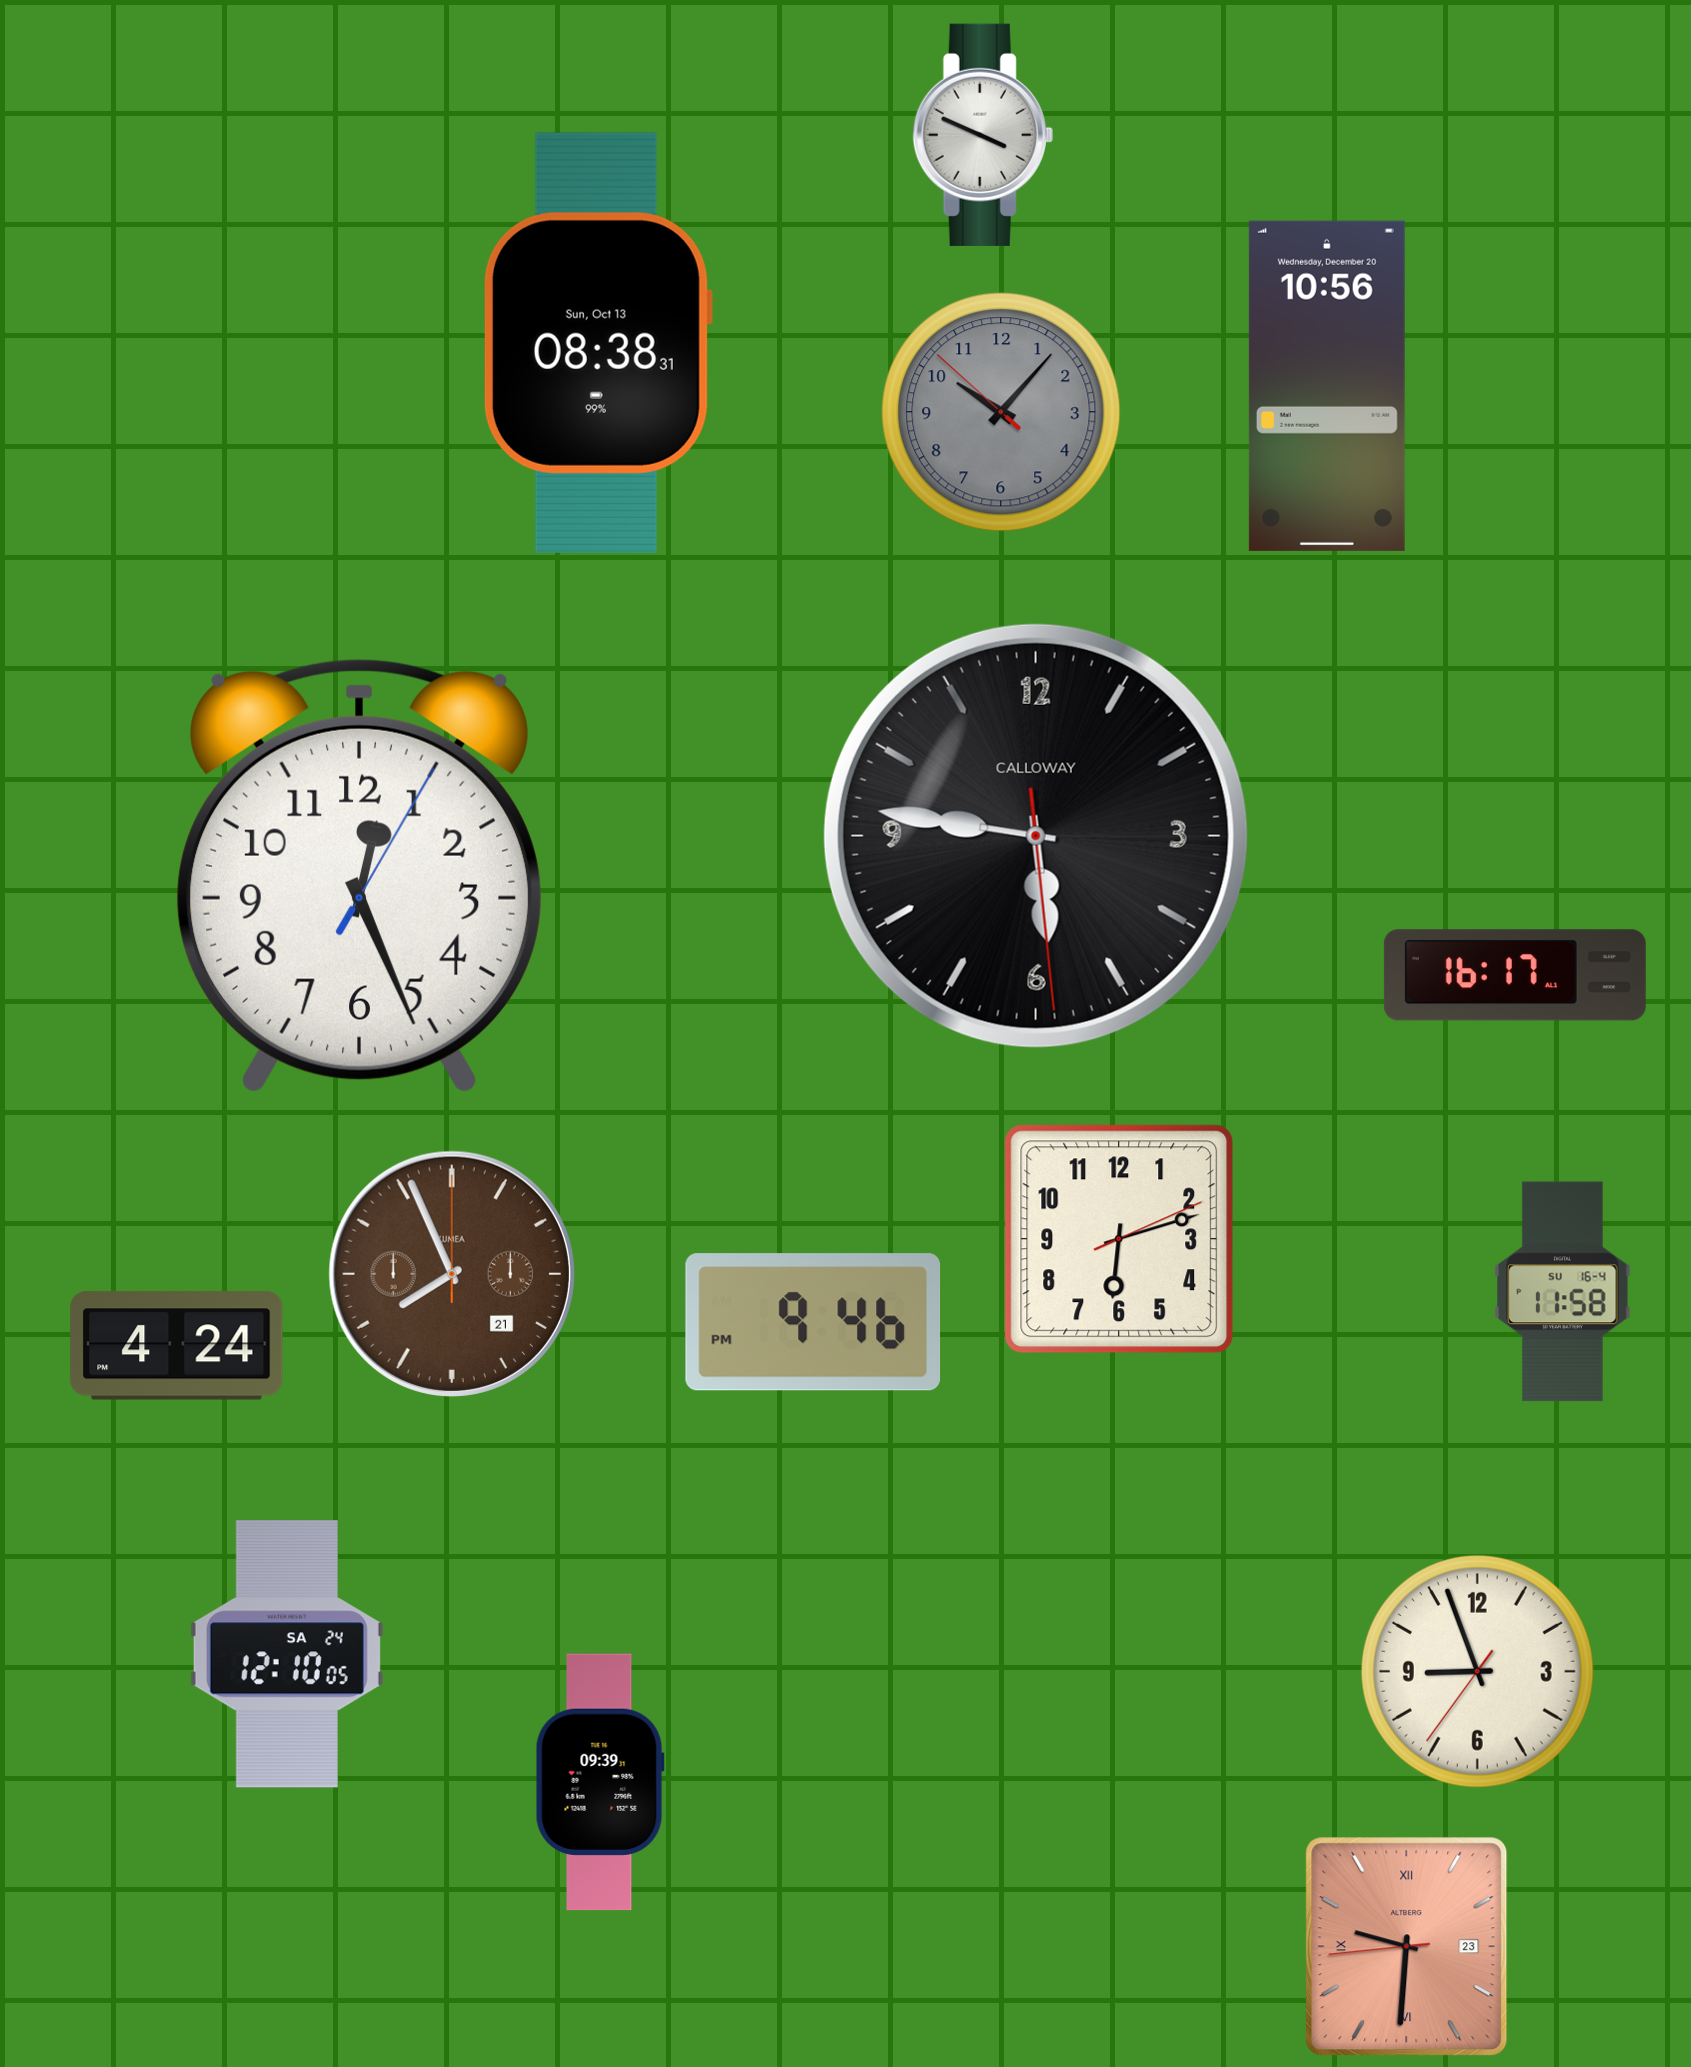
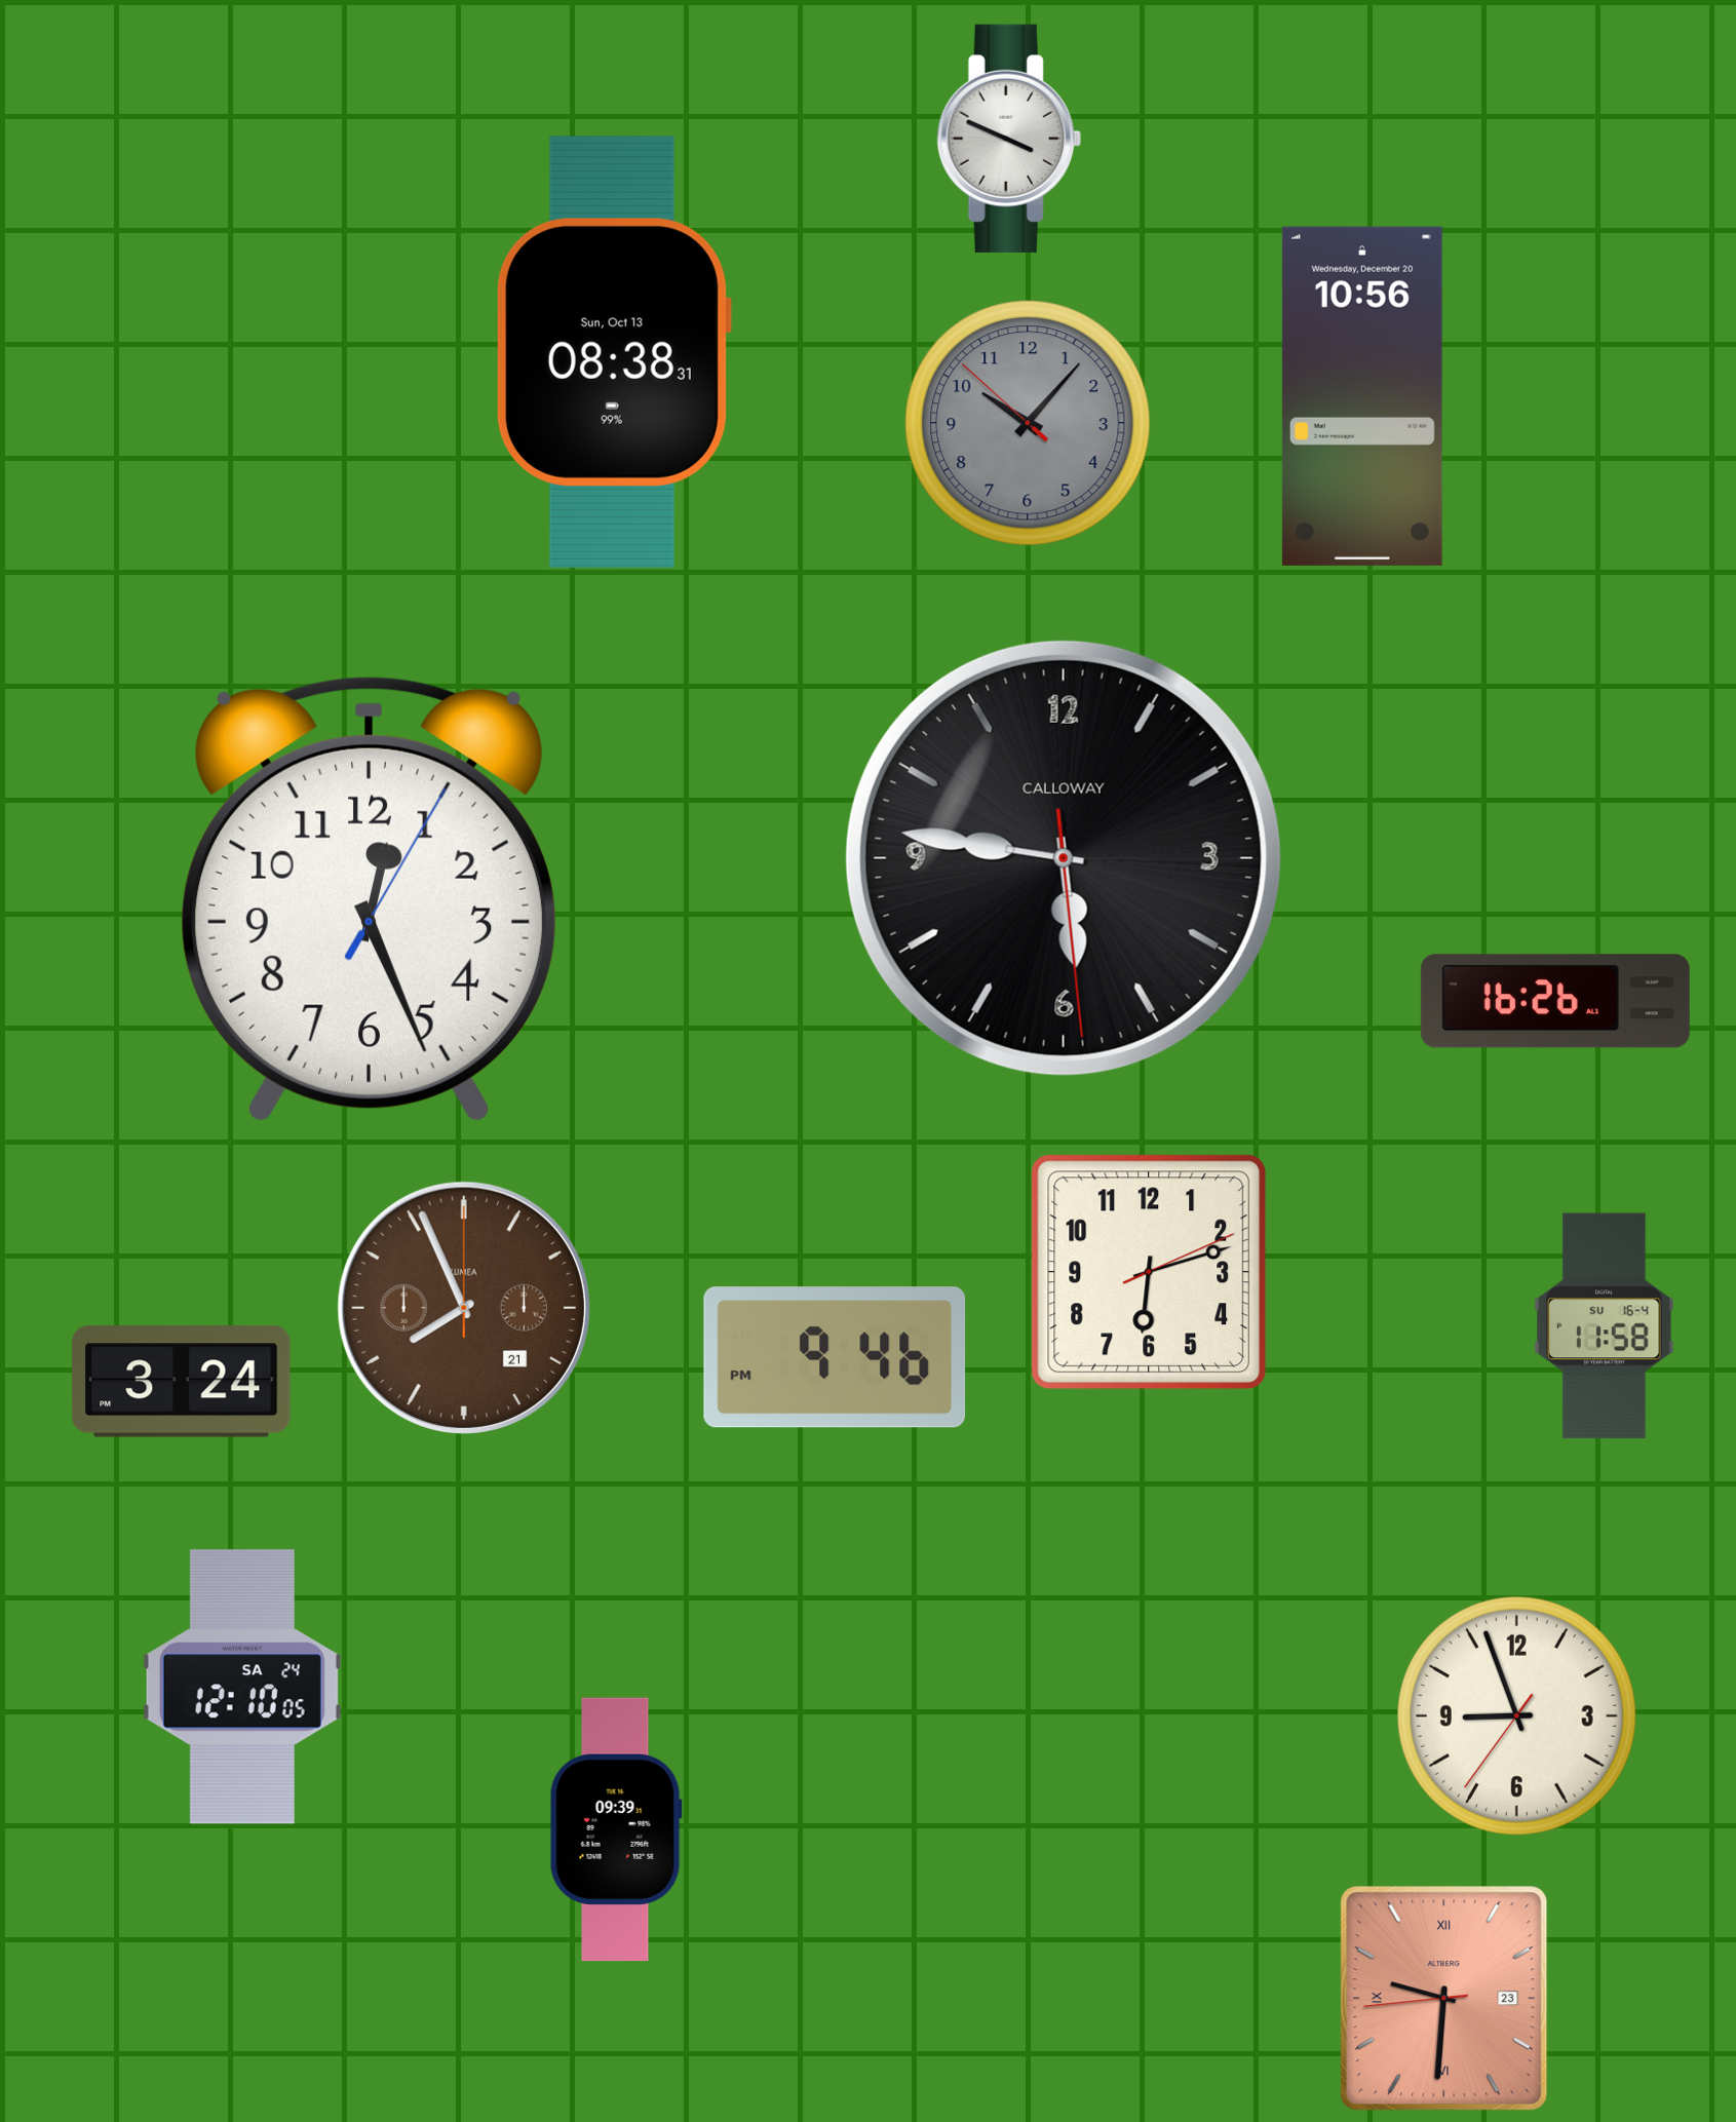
clock at (1515, 975): 16:17 -> 16:26
clock at (177, 1346): 4:24 -> 3:24
clock at (287, 1654) position: (287, 1654) -> (242, 1687)
